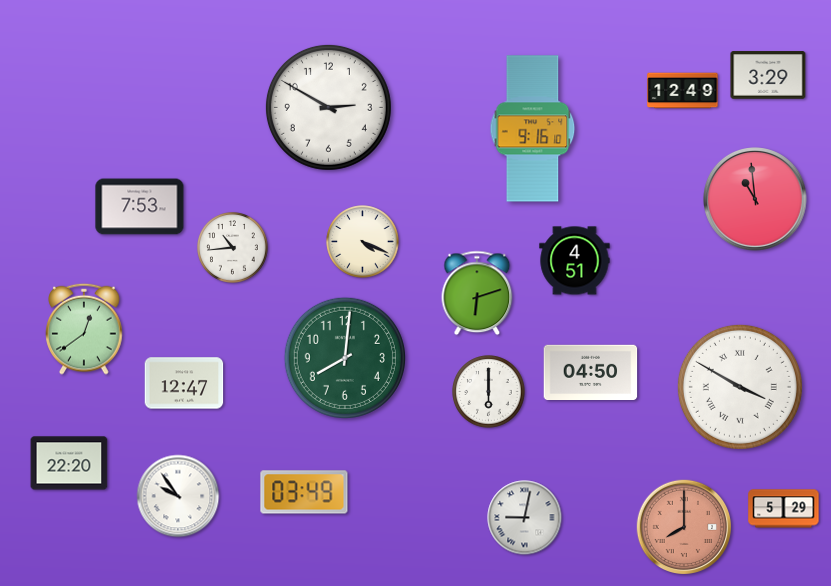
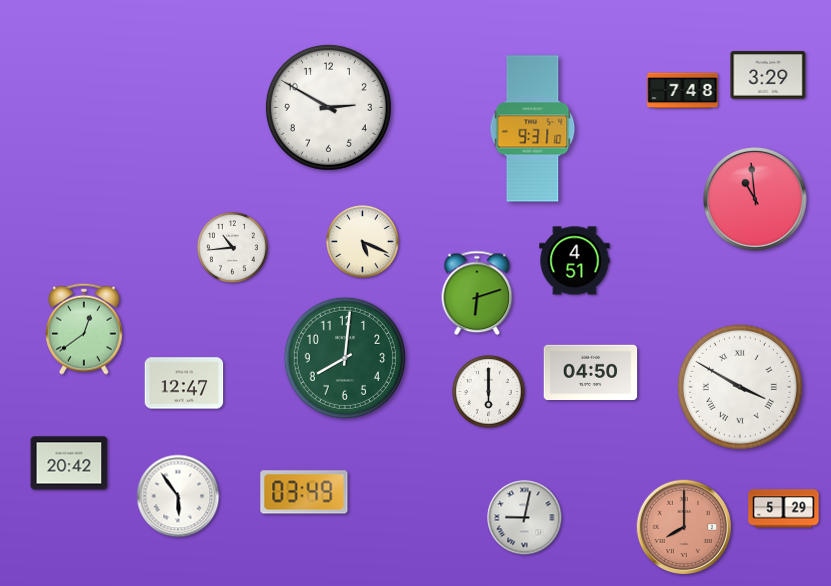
clock at (683, 91): 12:49 -> 7:48
clock at (533, 129): 9:16 -> 9:31
clock at (140, 207): 7:53 -> none
clock at (363, 242): 4:19 -> 5:19
clock at (69, 463): 22:20 -> 20:42
clock at (178, 496): 9:54 -> 5:54
